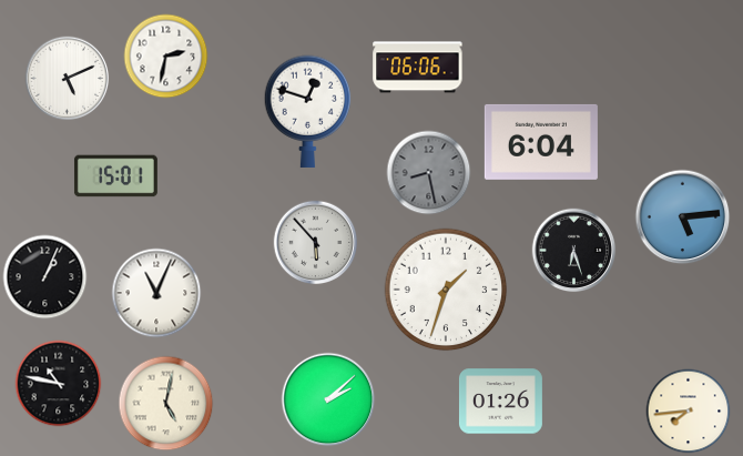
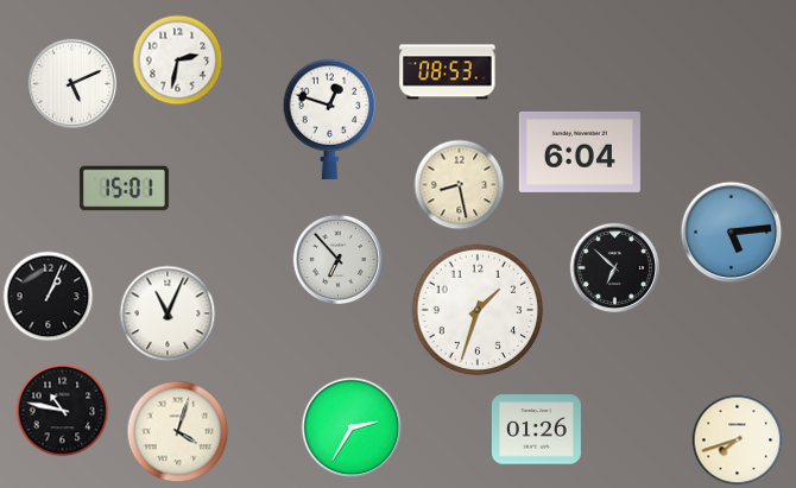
clock at (418, 68): 06:06 -> 08:53
clock at (429, 173) dial: grey -> cream
clock at (316, 243): 5:53 -> 6:53
clock at (574, 251): 6:27 -> 6:52
clock at (328, 399): 2:08 -> 2:35
clock at (166, 404): 5:02 -> 4:03
clock at (689, 412): 7:44 -> 7:42
